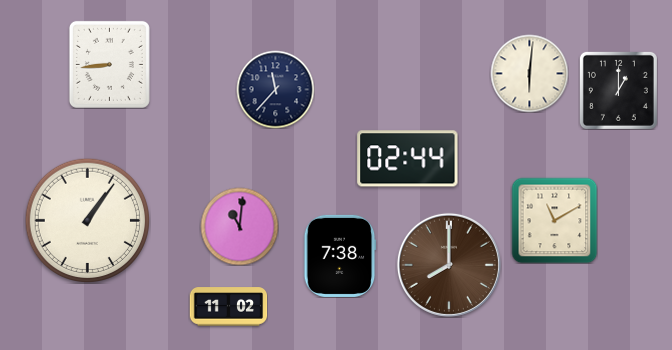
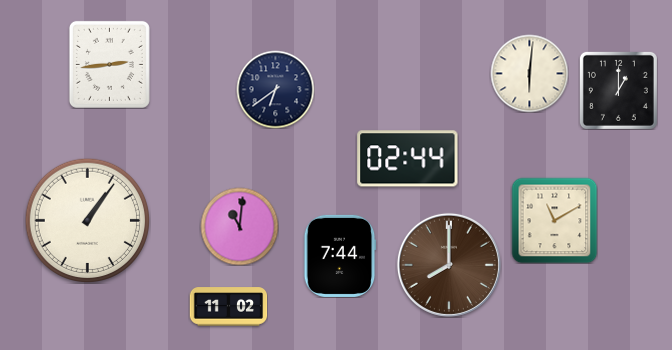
clock at (109, 64): 8:44 -> 2:44
clock at (275, 89): 11:37 -> 6:39
clock at (340, 256): 7:38 -> 7:44
